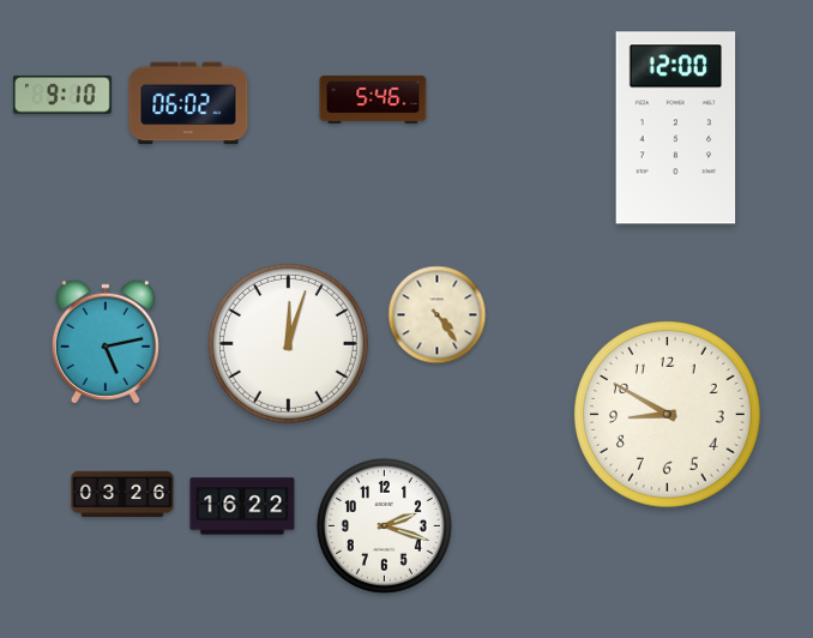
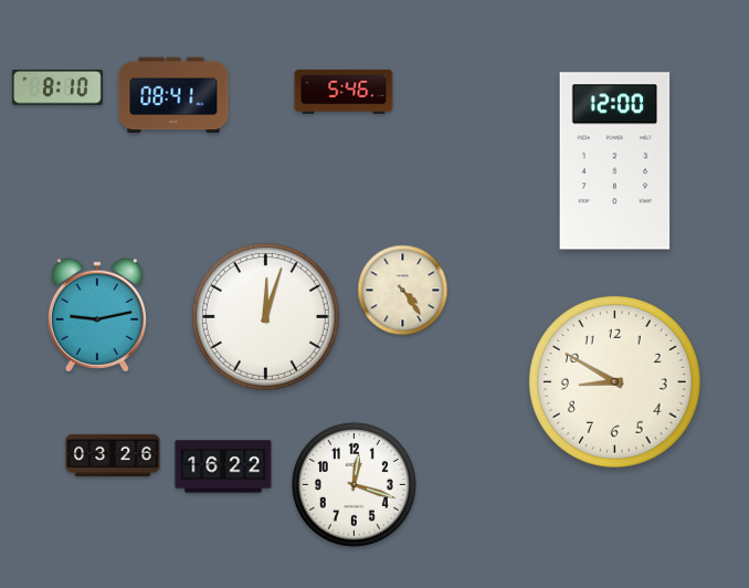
clock at (62, 95): 9:10 -> 8:10
clock at (188, 103): 06:02 -> 08:41
clock at (676, 128) position: (676, 128) -> (615, 161)
clock at (106, 342): 5:13 -> 9:13
clock at (384, 525): 2:18 -> 12:18
